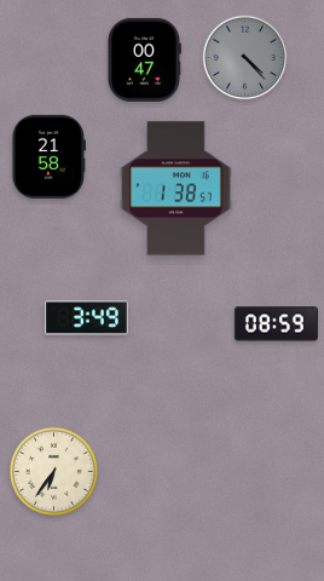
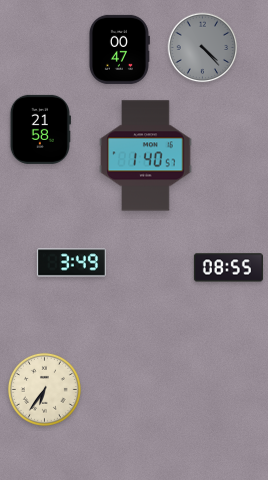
clock at (177, 189): 1:38 -> 1:40
clock at (276, 324): 08:59 -> 08:55
